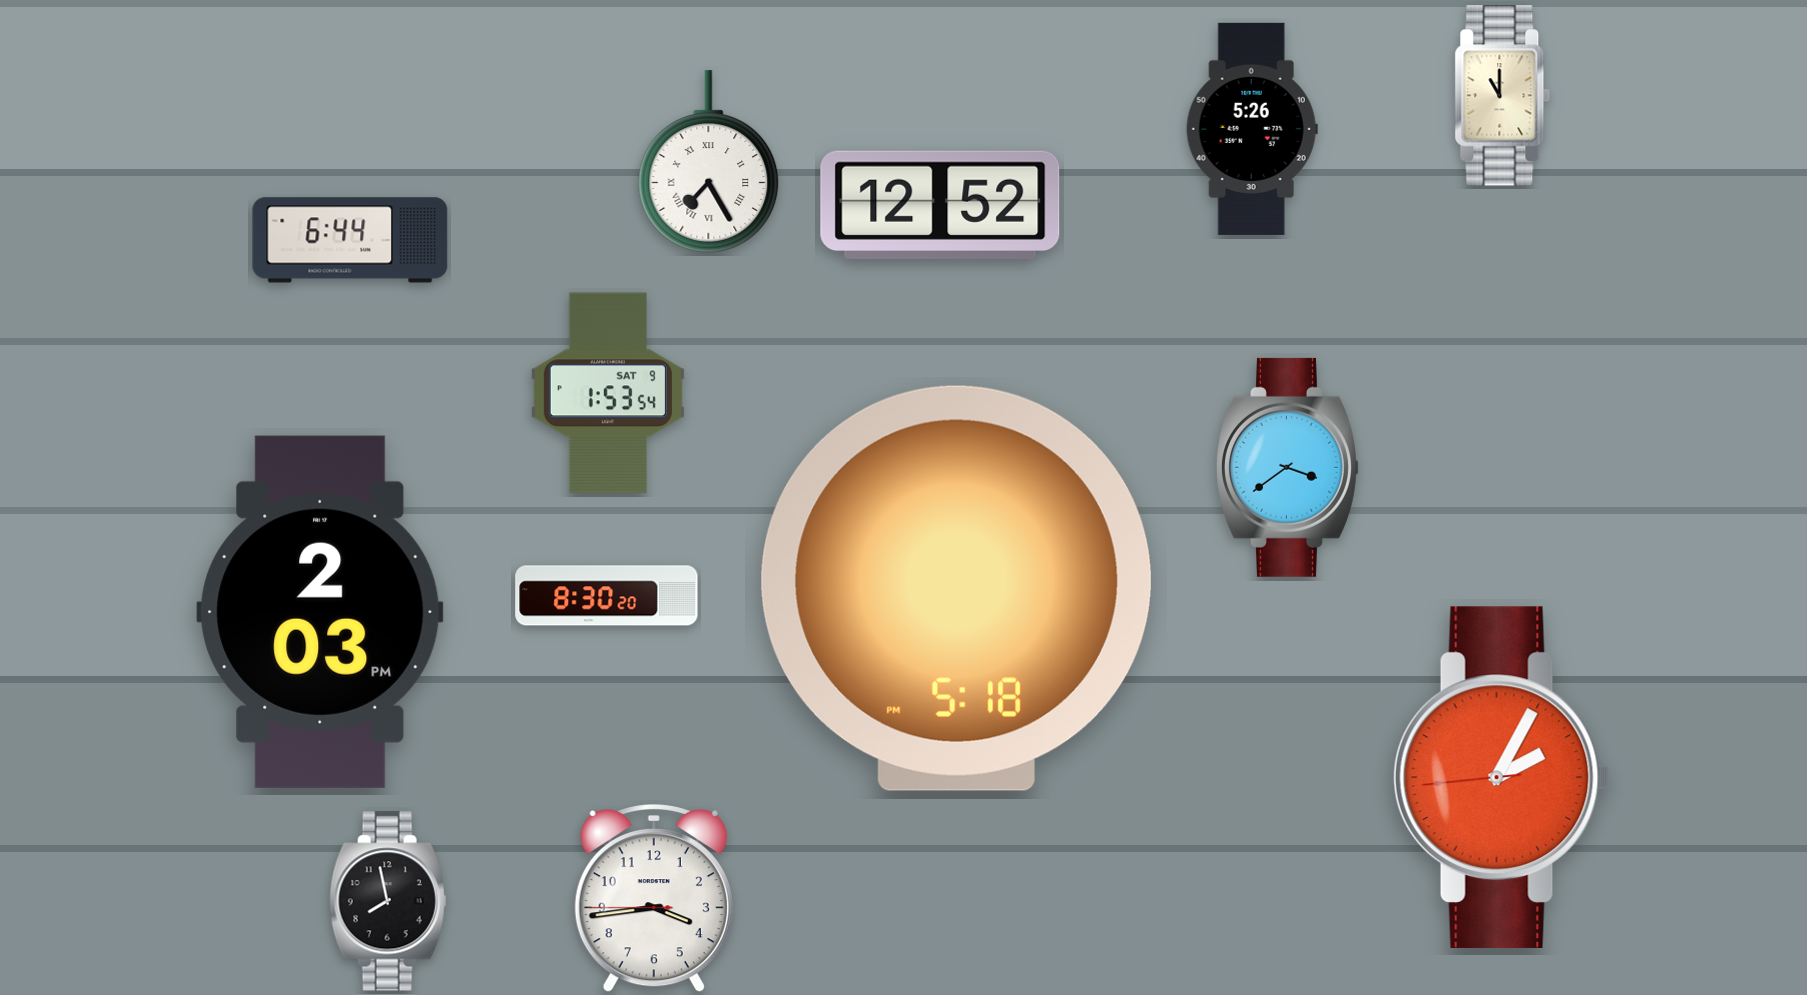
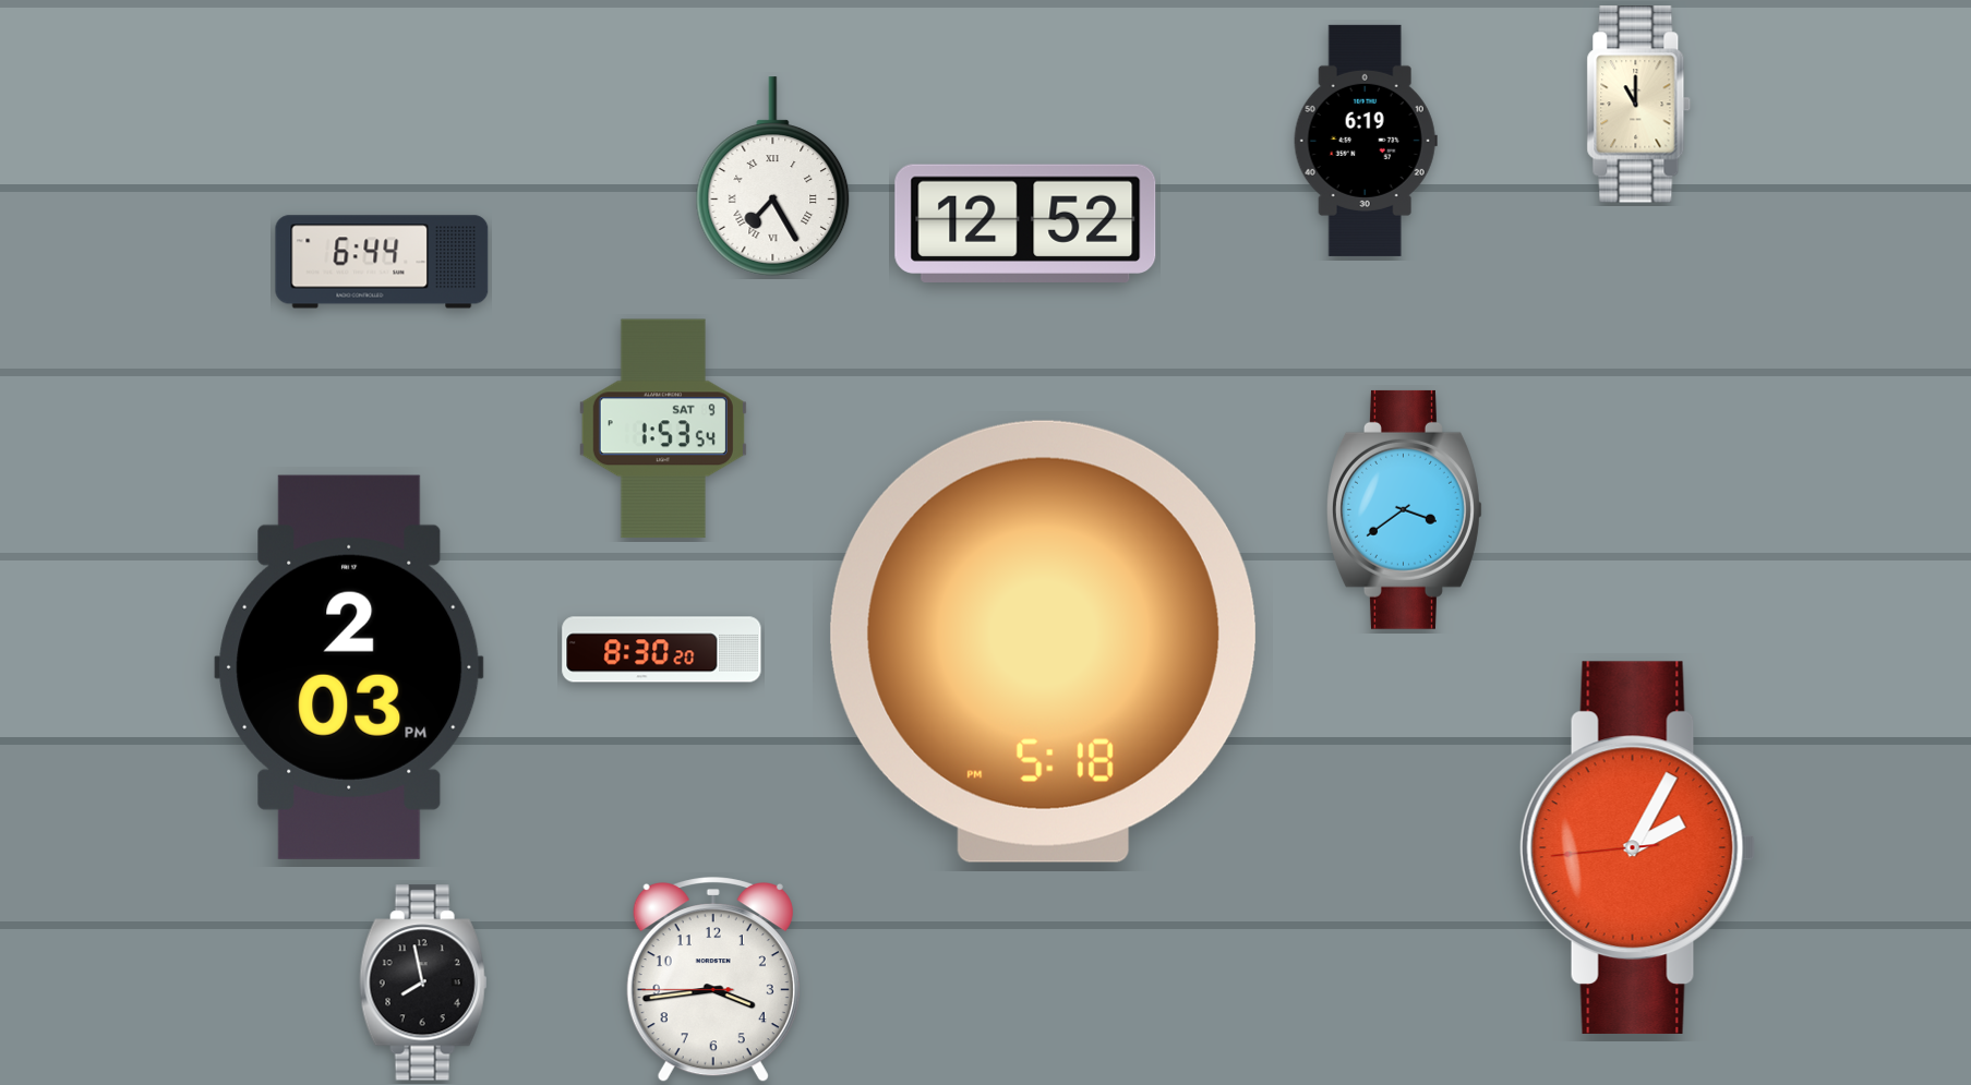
clock at (1252, 129): 5:26 -> 6:19
